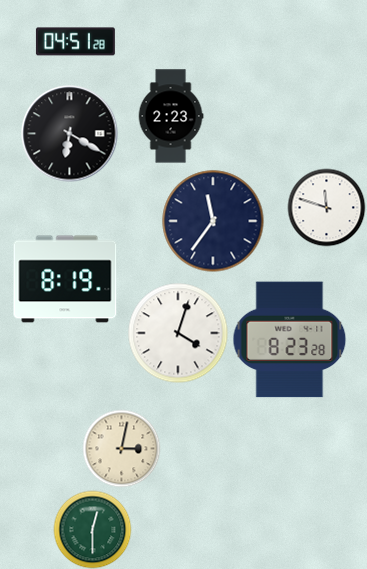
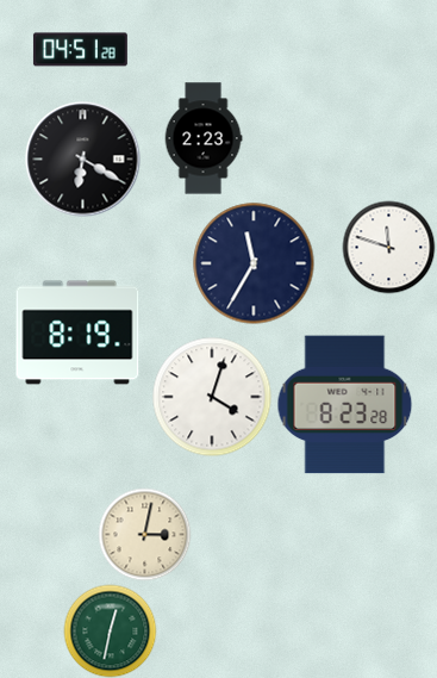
clock at (75, 42) position: (75, 42) -> (80, 50)
clock at (213, 221): 11:36 -> 11:35
clock at (92, 529): 12:30 -> 12:32
